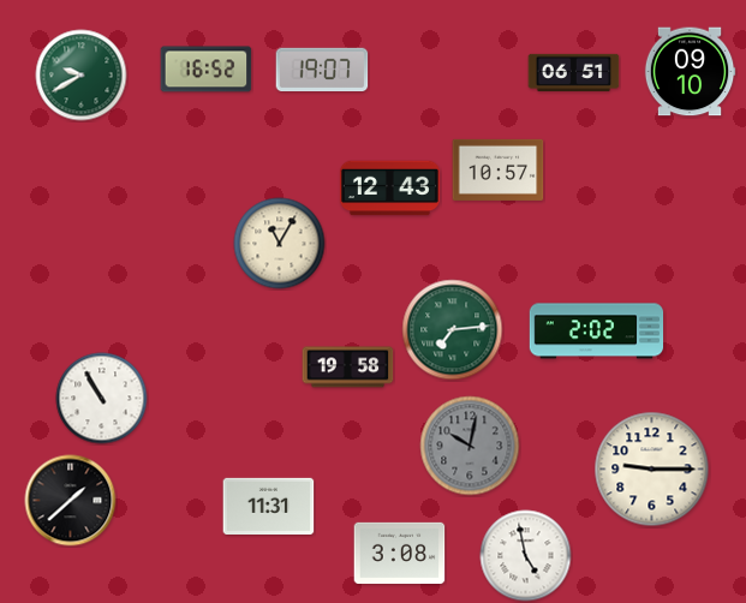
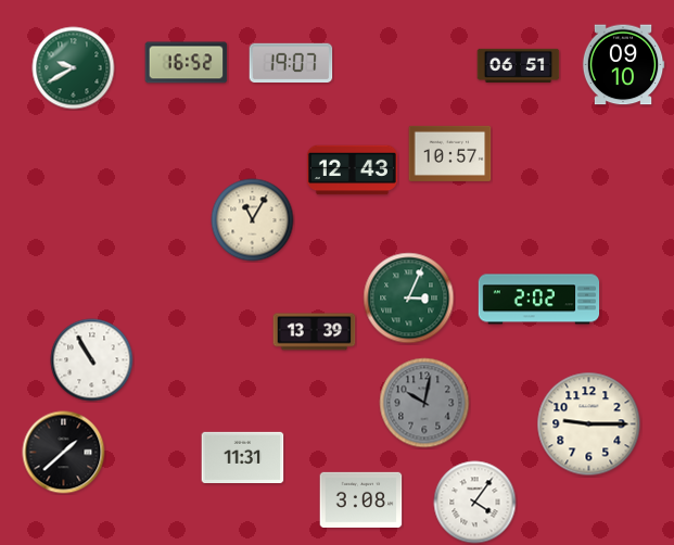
clock at (453, 330): 7:14 -> 3:04
clock at (348, 368): 19:58 -> 13:39
clock at (526, 556): 4:58 -> 4:06
